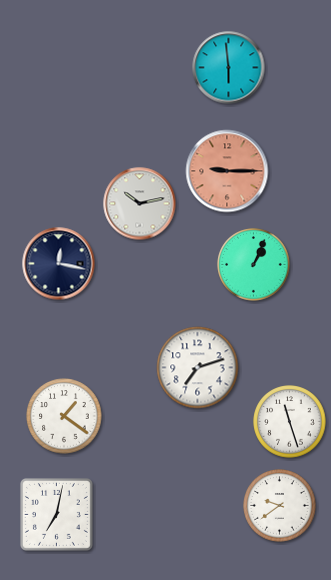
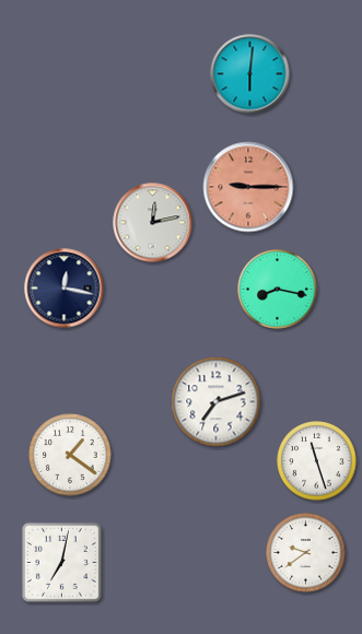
clock at (229, 68): 5:59 -> 6:01
clock at (140, 204): 10:13 -> 12:13
clock at (254, 265): 1:04 -> 8:17
